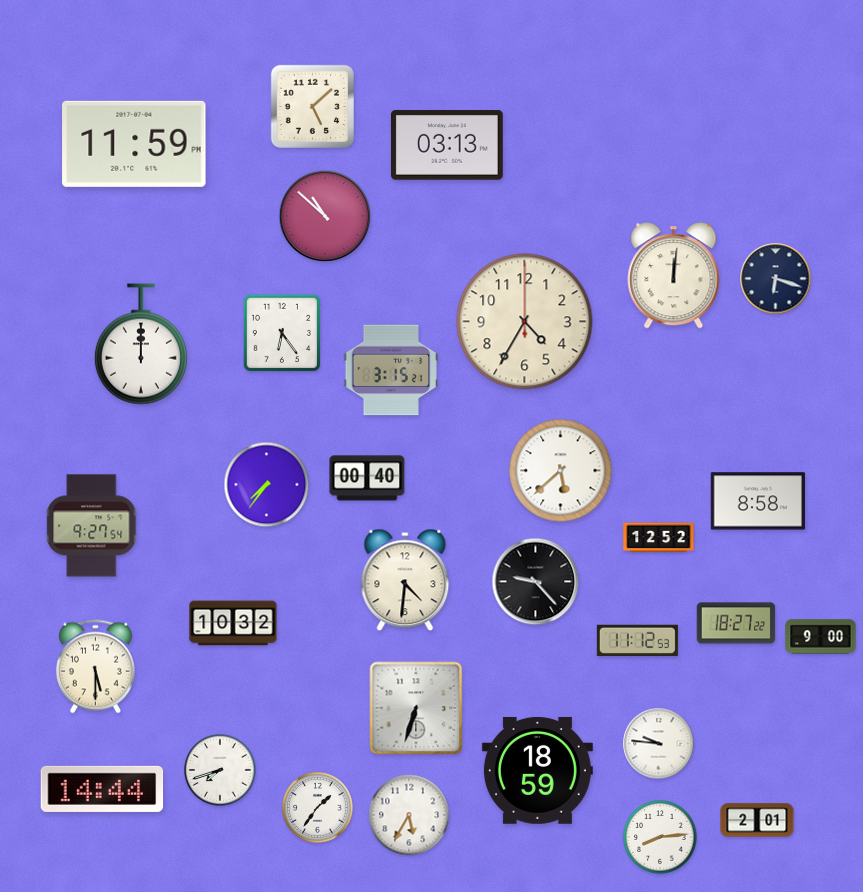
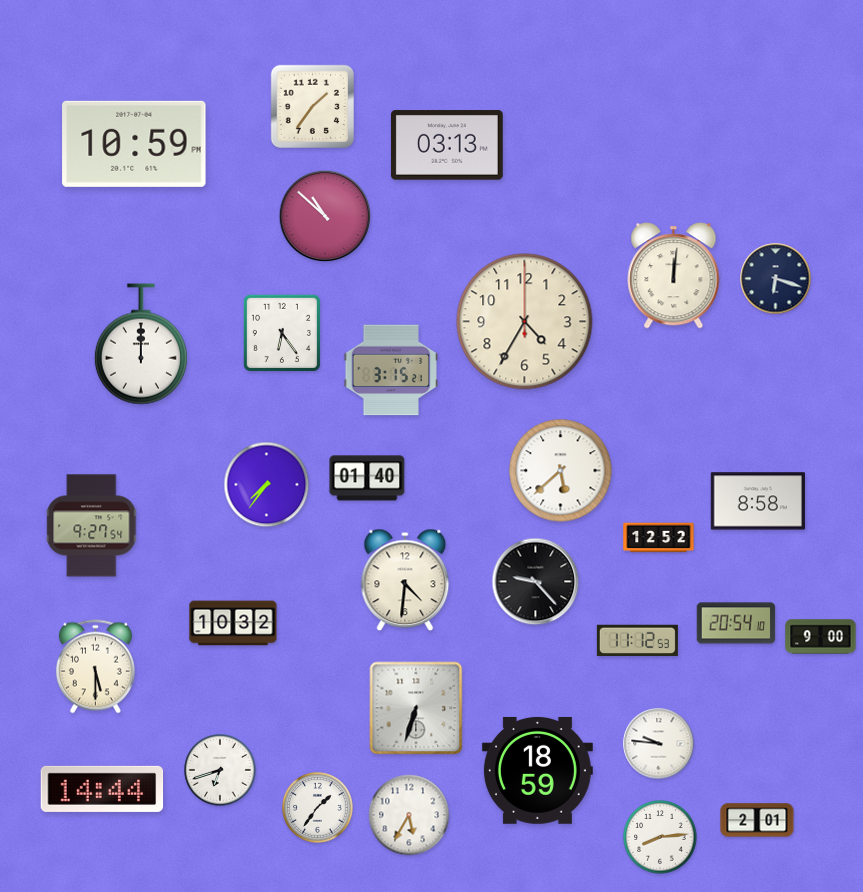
clock at (312, 106): 5:08 -> 1:36
clock at (134, 144): 11:59 -> 10:59
clock at (367, 478): 00:40 -> 01:40
clock at (736, 623): 18:27 -> 20:54
clock at (220, 770): 7:42 -> 6:42
